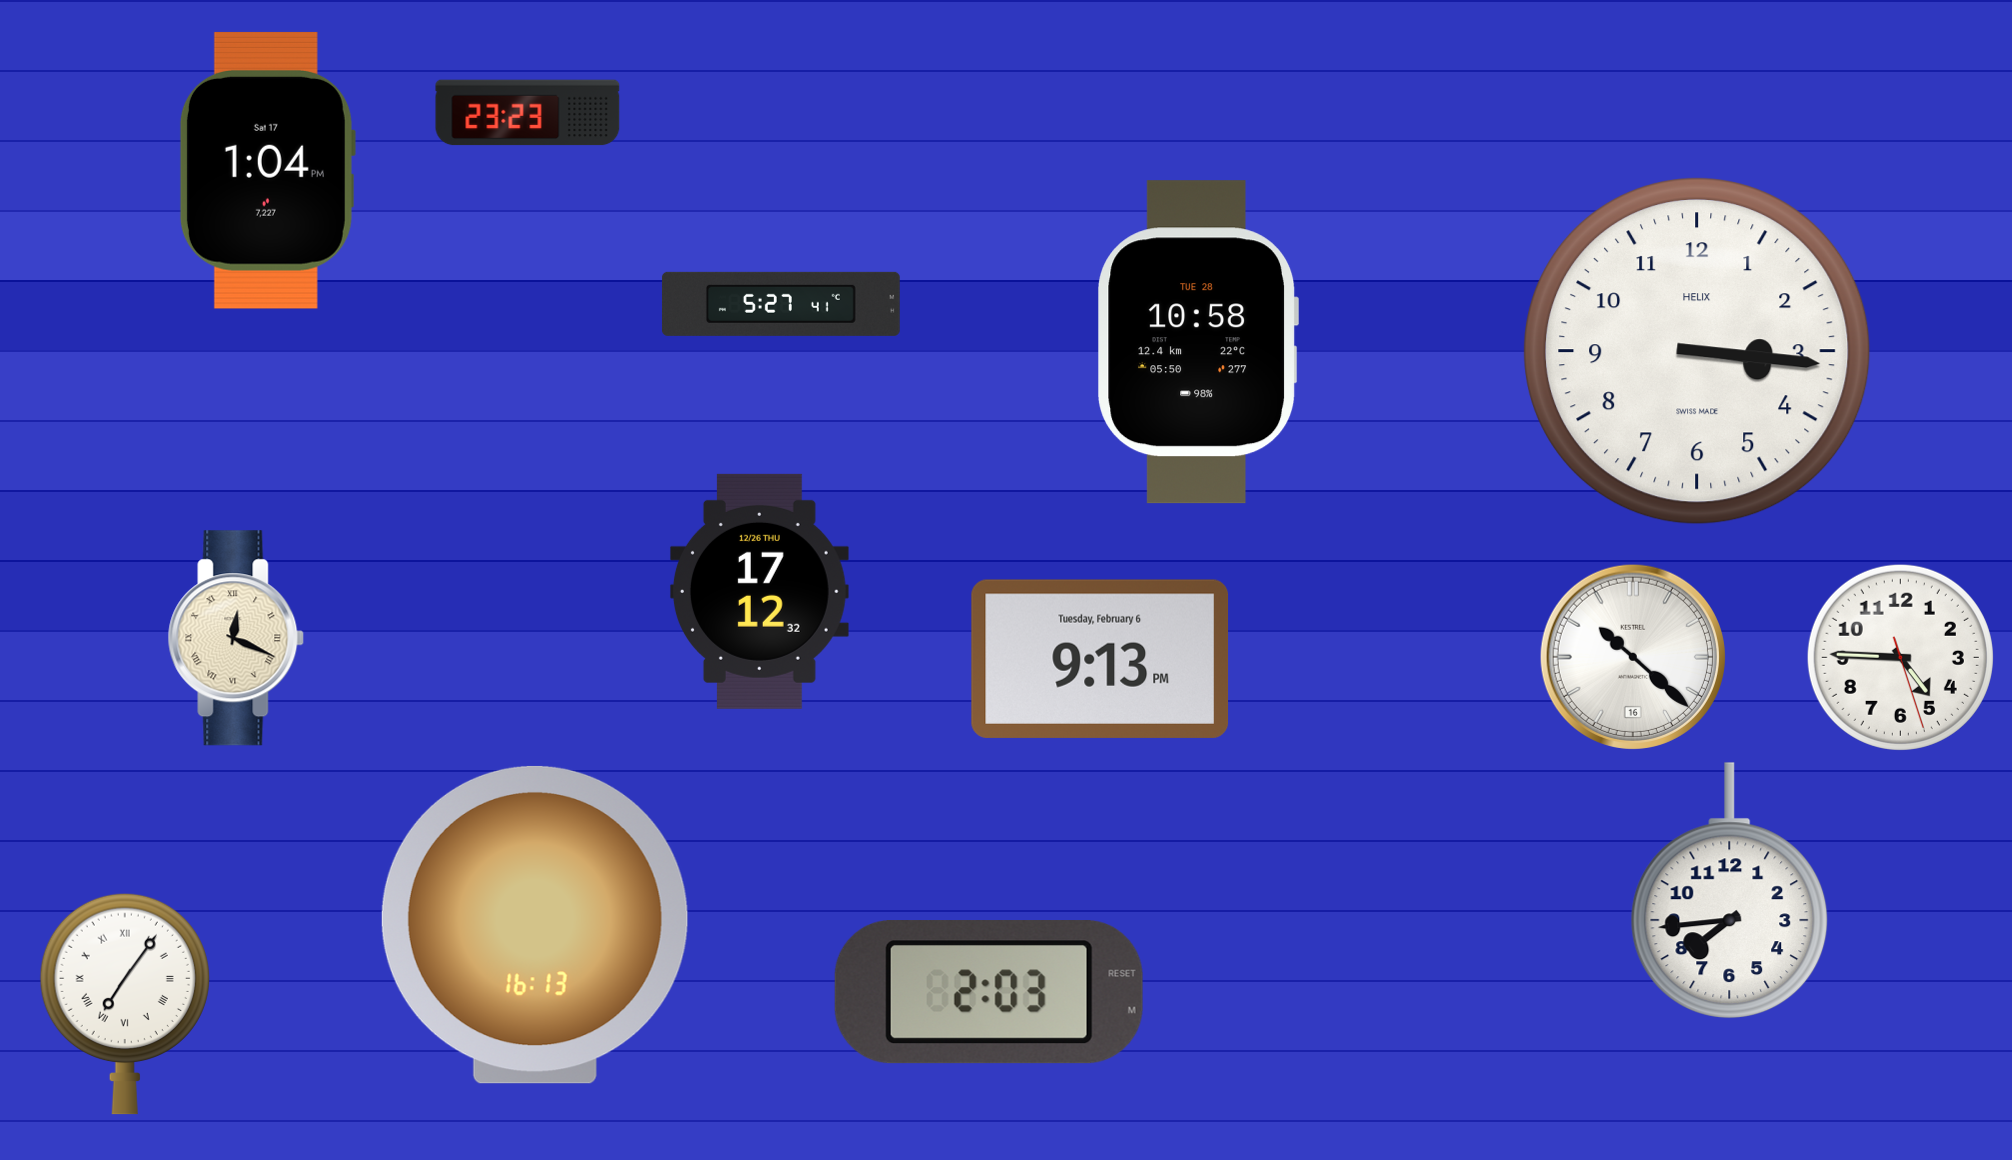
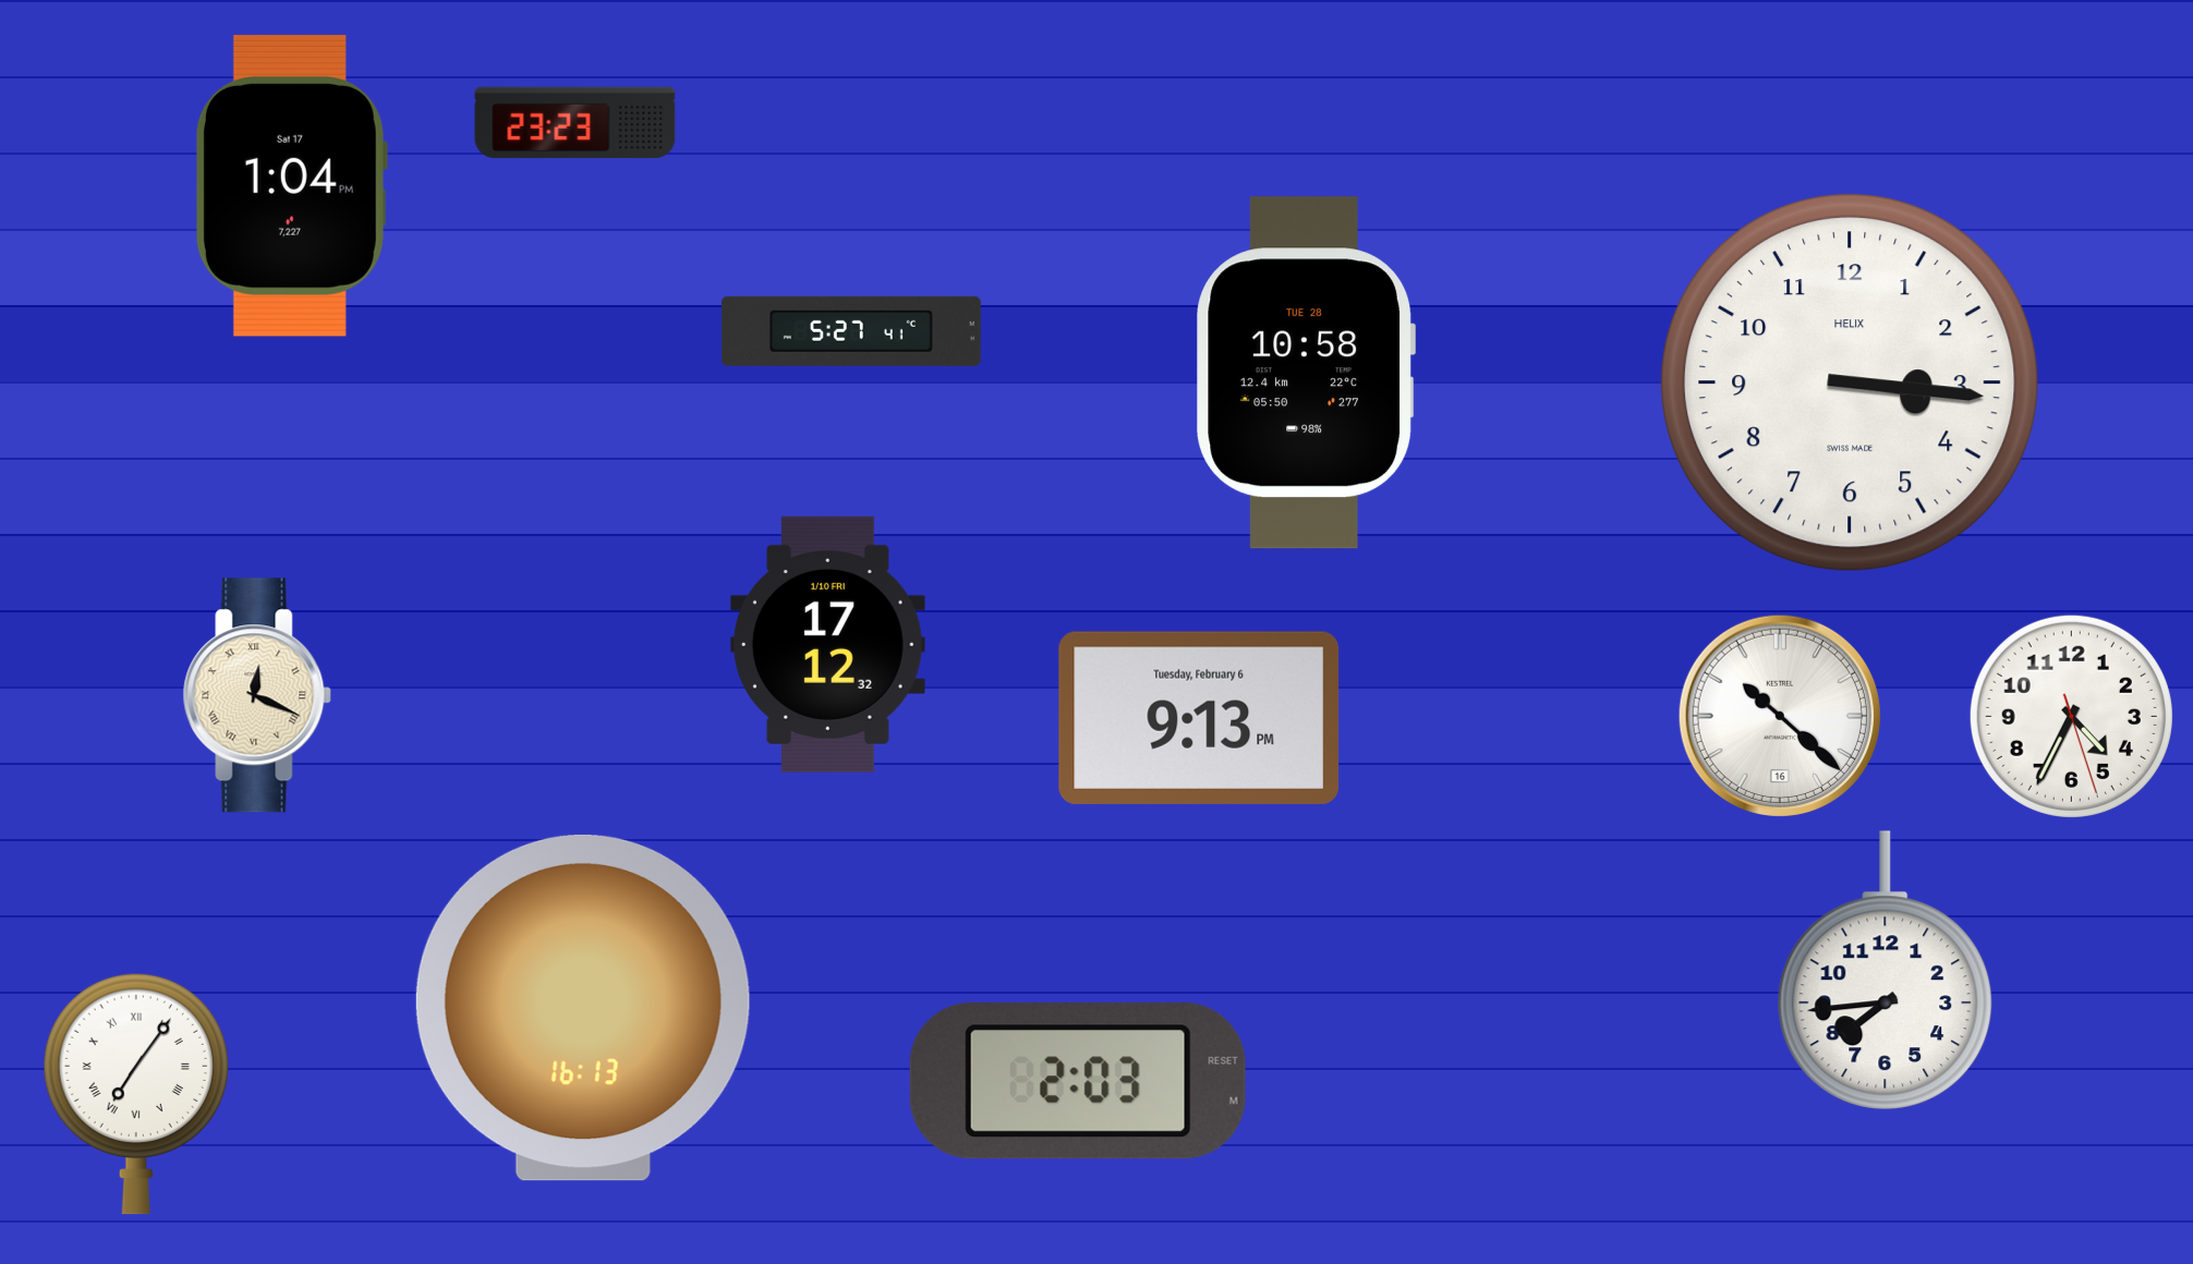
clock at (759, 591) date: 12/26 THU -> 1/10 FRI
clock at (1900, 657): 4:45 -> 4:34
